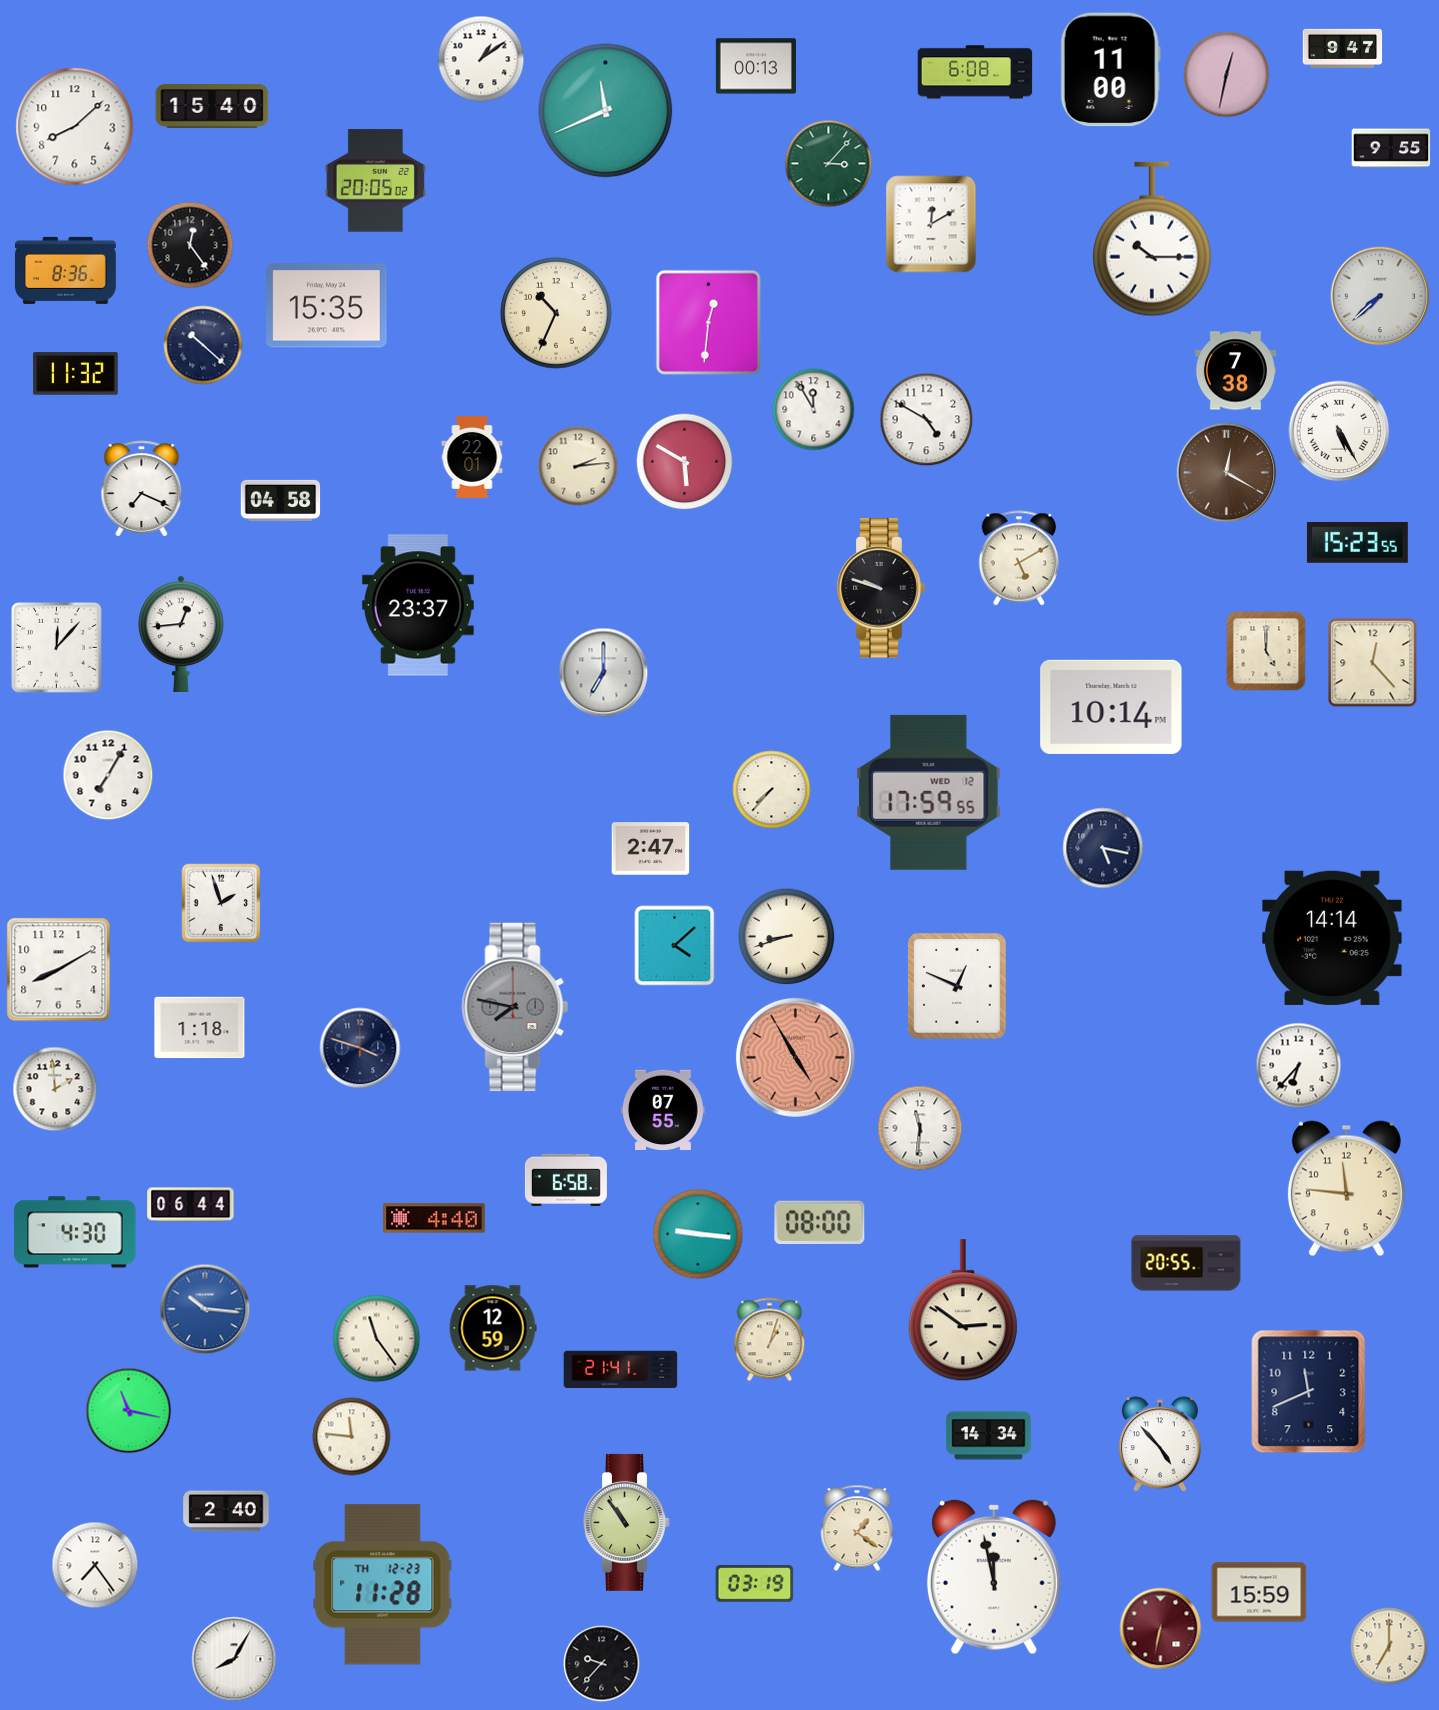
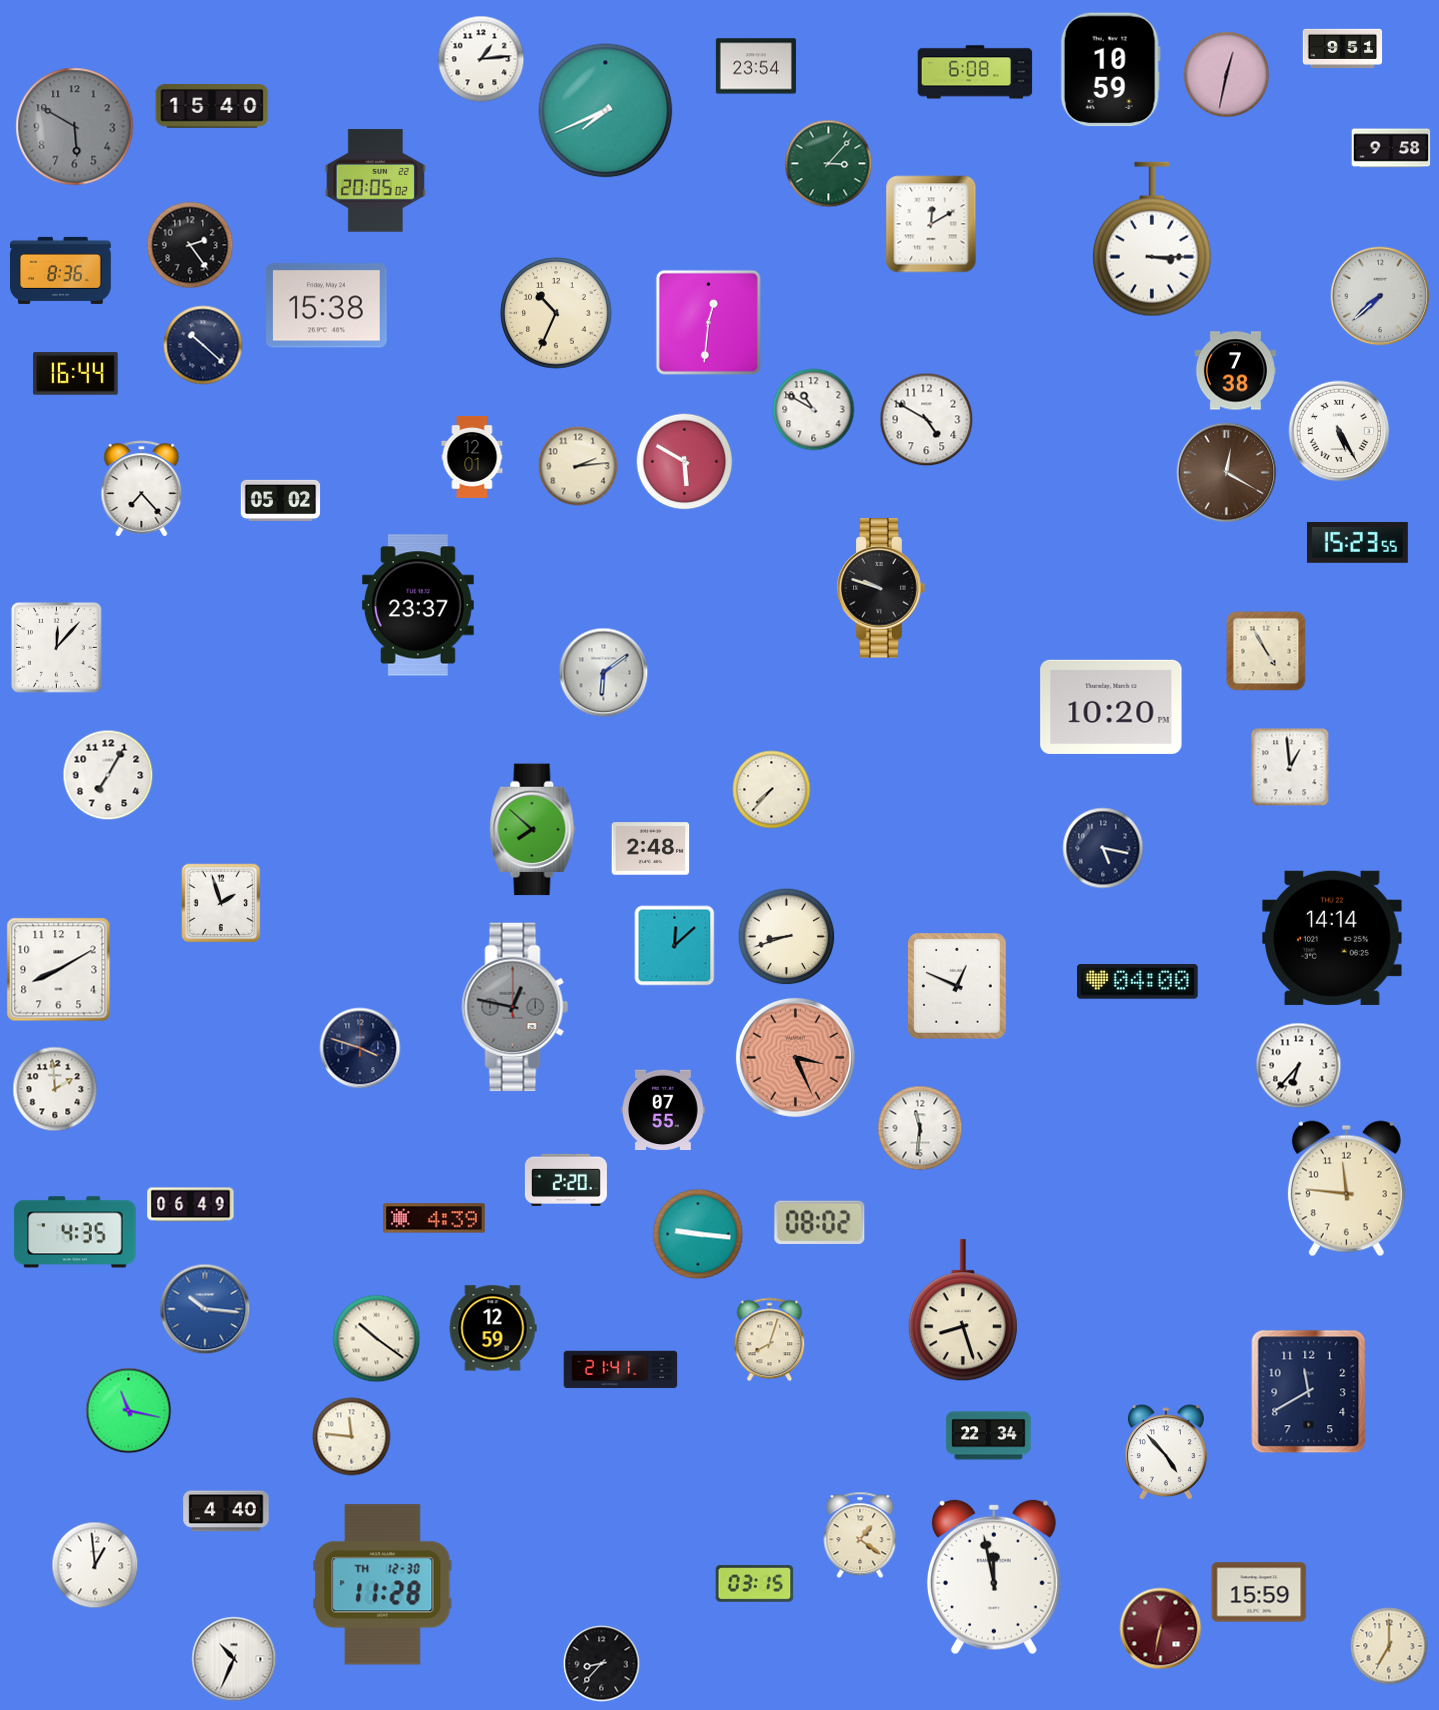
clock at (1343, 48): 9:47 -> 9:51
clock at (481, 59): 1:09 -> 1:14
clock at (756, 66): 00:13 -> 23:54
clock at (1110, 70): 11:00 -> 10:59
clock at (606, 111): 11:41 -> 7:41
clock at (75, 127): 8:08 -> 5:50
clock at (75, 127) dial: white -> grey
clock at (1391, 148): 9:55 -> 9:58
clock at (1153, 239): 10:15 -> 3:15
clock at (190, 245): 12:24 -> 2:24
clock at (65, 270) position: (65, 270) -> (60, 270)
clock at (327, 306): 15:35 -> 15:38
clock at (76, 374): 11:32 -> 16:44
clock at (814, 410): 11:55 -> 10:50
clock at (472, 457): 22:01 -> 12:01
clock at (142, 489): 7:19 -> 7:23
clock at (281, 500): 04:58 -> 05:02
clock at (1019, 558): 5:10 -> none
clock at (181, 634): 12:44 -> none
clock at (1266, 651): 5:00 -> 4:55
clock at (1373, 663): 12:23 -> none
clock at (604, 673): 7:00 -> 6:09
clock at (1111, 707): 10:14 -> 10:20
clock at (1290, 767): none -> 12:59
clock at (929, 792): 17:59 -> none
clock at (533, 830): none -> 7:52
clock at (651, 849): 2:47 -> 2:48
clock at (675, 946): 4:08 -> 12:08
clock at (1138, 982): none -> 04:00
clock at (515, 1007): 7:47 -> 12:47
clock at (200, 1028): 1:18 -> none
clock at (795, 1057): 4:55 -> 3:26
clock at (566, 1180): 6:58 -> 2:20
clock at (191, 1205): 06:44 -> 06:49
clock at (434, 1218): 4:40 -> 4:39
clock at (820, 1222): 08:00 -> 08:02
clock at (75, 1232): 4:30 -> 4:35
clock at (1186, 1263): 20:55 -> none
clock at (963, 1311): 2:51 -> 8:27
clock at (377, 1339): 11:24 -> 10:21
clock at (770, 1340): 1:03 -> 8:03
clock at (1309, 1392): 11:41 -> 11:40
clock at (989, 1436): 14:34 -> 22:34
clock at (1160, 1445) position: (1160, 1445) -> (1166, 1453)
clock at (226, 1511): 2:40 -> 4:40
clock at (627, 1522): 10:54 -> none
clock at (857, 1528) position: (857, 1528) -> (860, 1535)
clock at (95, 1565): 7:24 -> 12:59
clock at (755, 1584): 03:19 -> 03:15
clock at (383, 1585) date: TH 12-23 -> TH 12-30
clock at (234, 1659): 8:05 -> 10:34
clock at (602, 1664): 9:37 -> 8:37
